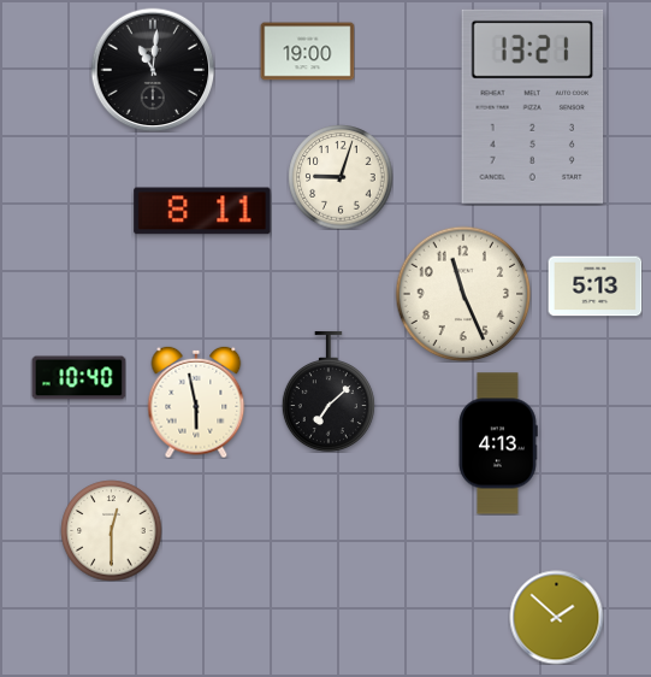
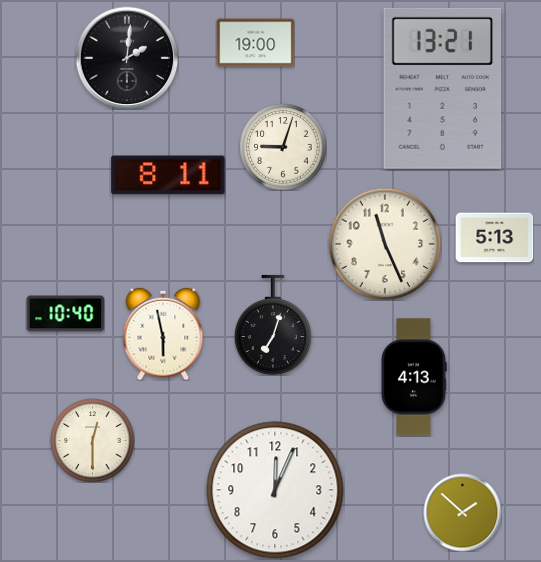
clock at (153, 70): 11:01 -> 2:01
clock at (329, 392): 7:08 -> 7:03
clock at (498, 443) position: (498, 443) -> (414, 377)
clock at (275, 490): none -> 12:04
